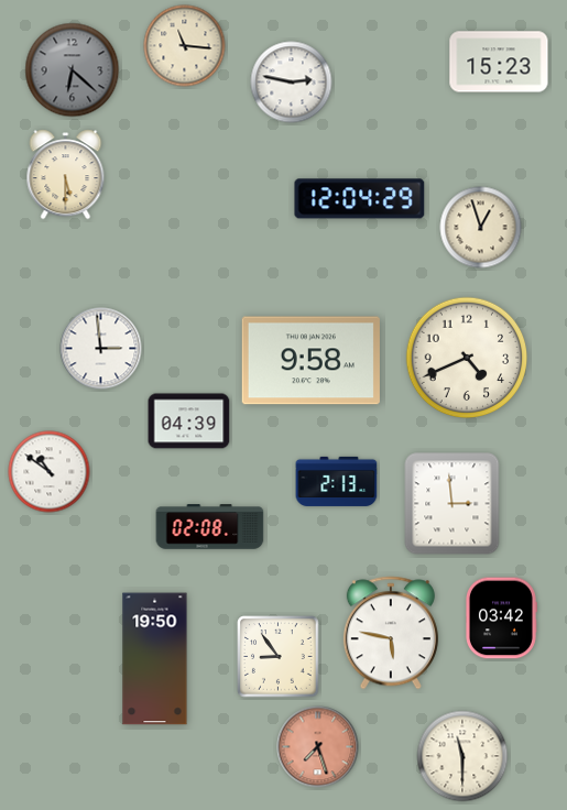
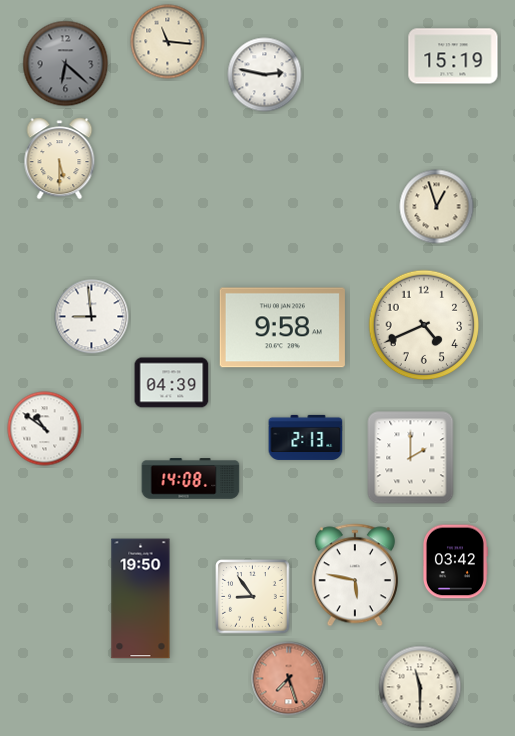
clock at (499, 62): 15:23 -> 15:19
clock at (360, 199): 12:04 -> none
clock at (101, 349): 2:59 -> 8:59
clock at (452, 504): 2:59 -> 2:00
clock at (210, 527): 02:08 -> 14:08
